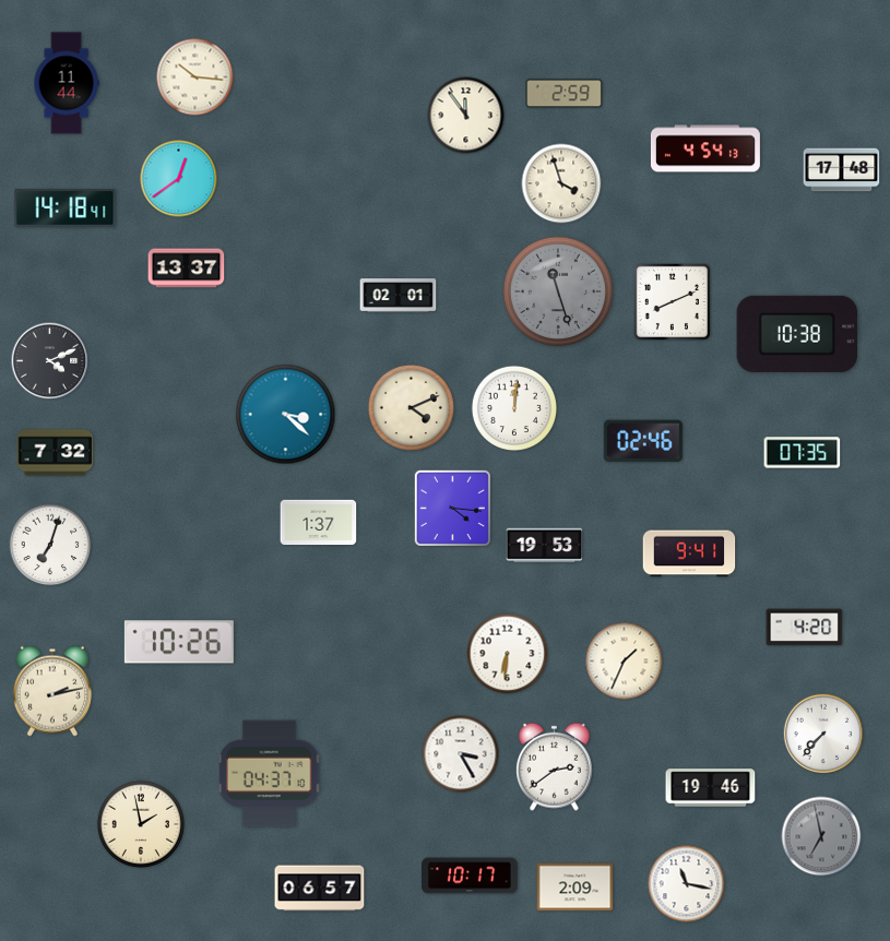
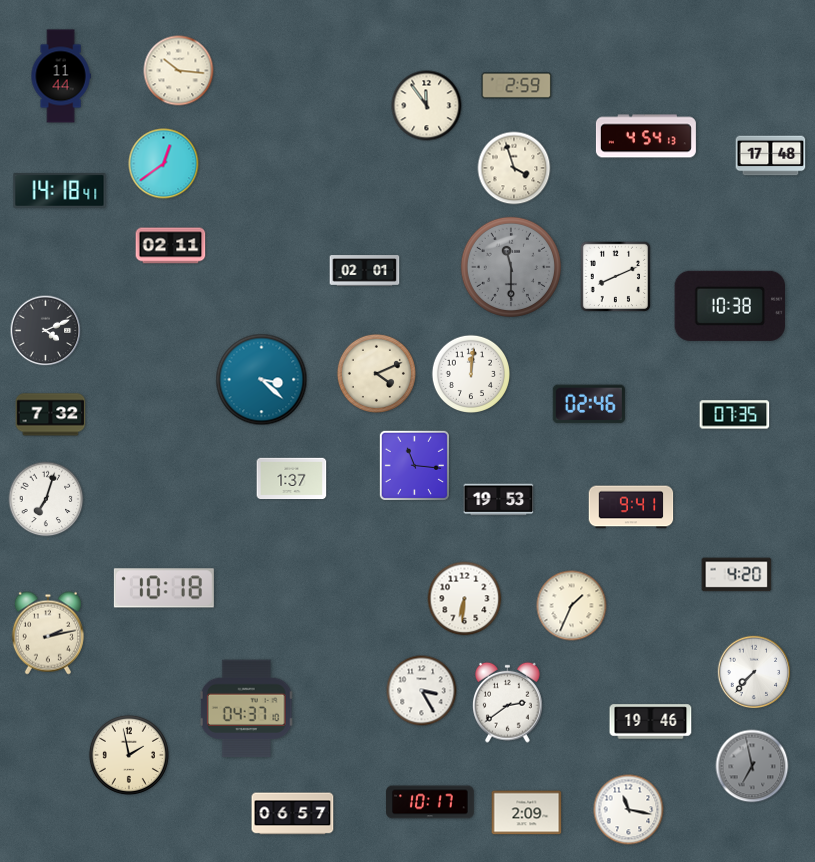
clock at (187, 269): 13:37 -> 02:11
clock at (557, 290): 11:27 -> 11:30
clock at (452, 508): 4:16 -> 11:16
clock at (179, 642): 10:26 -> 10:18
